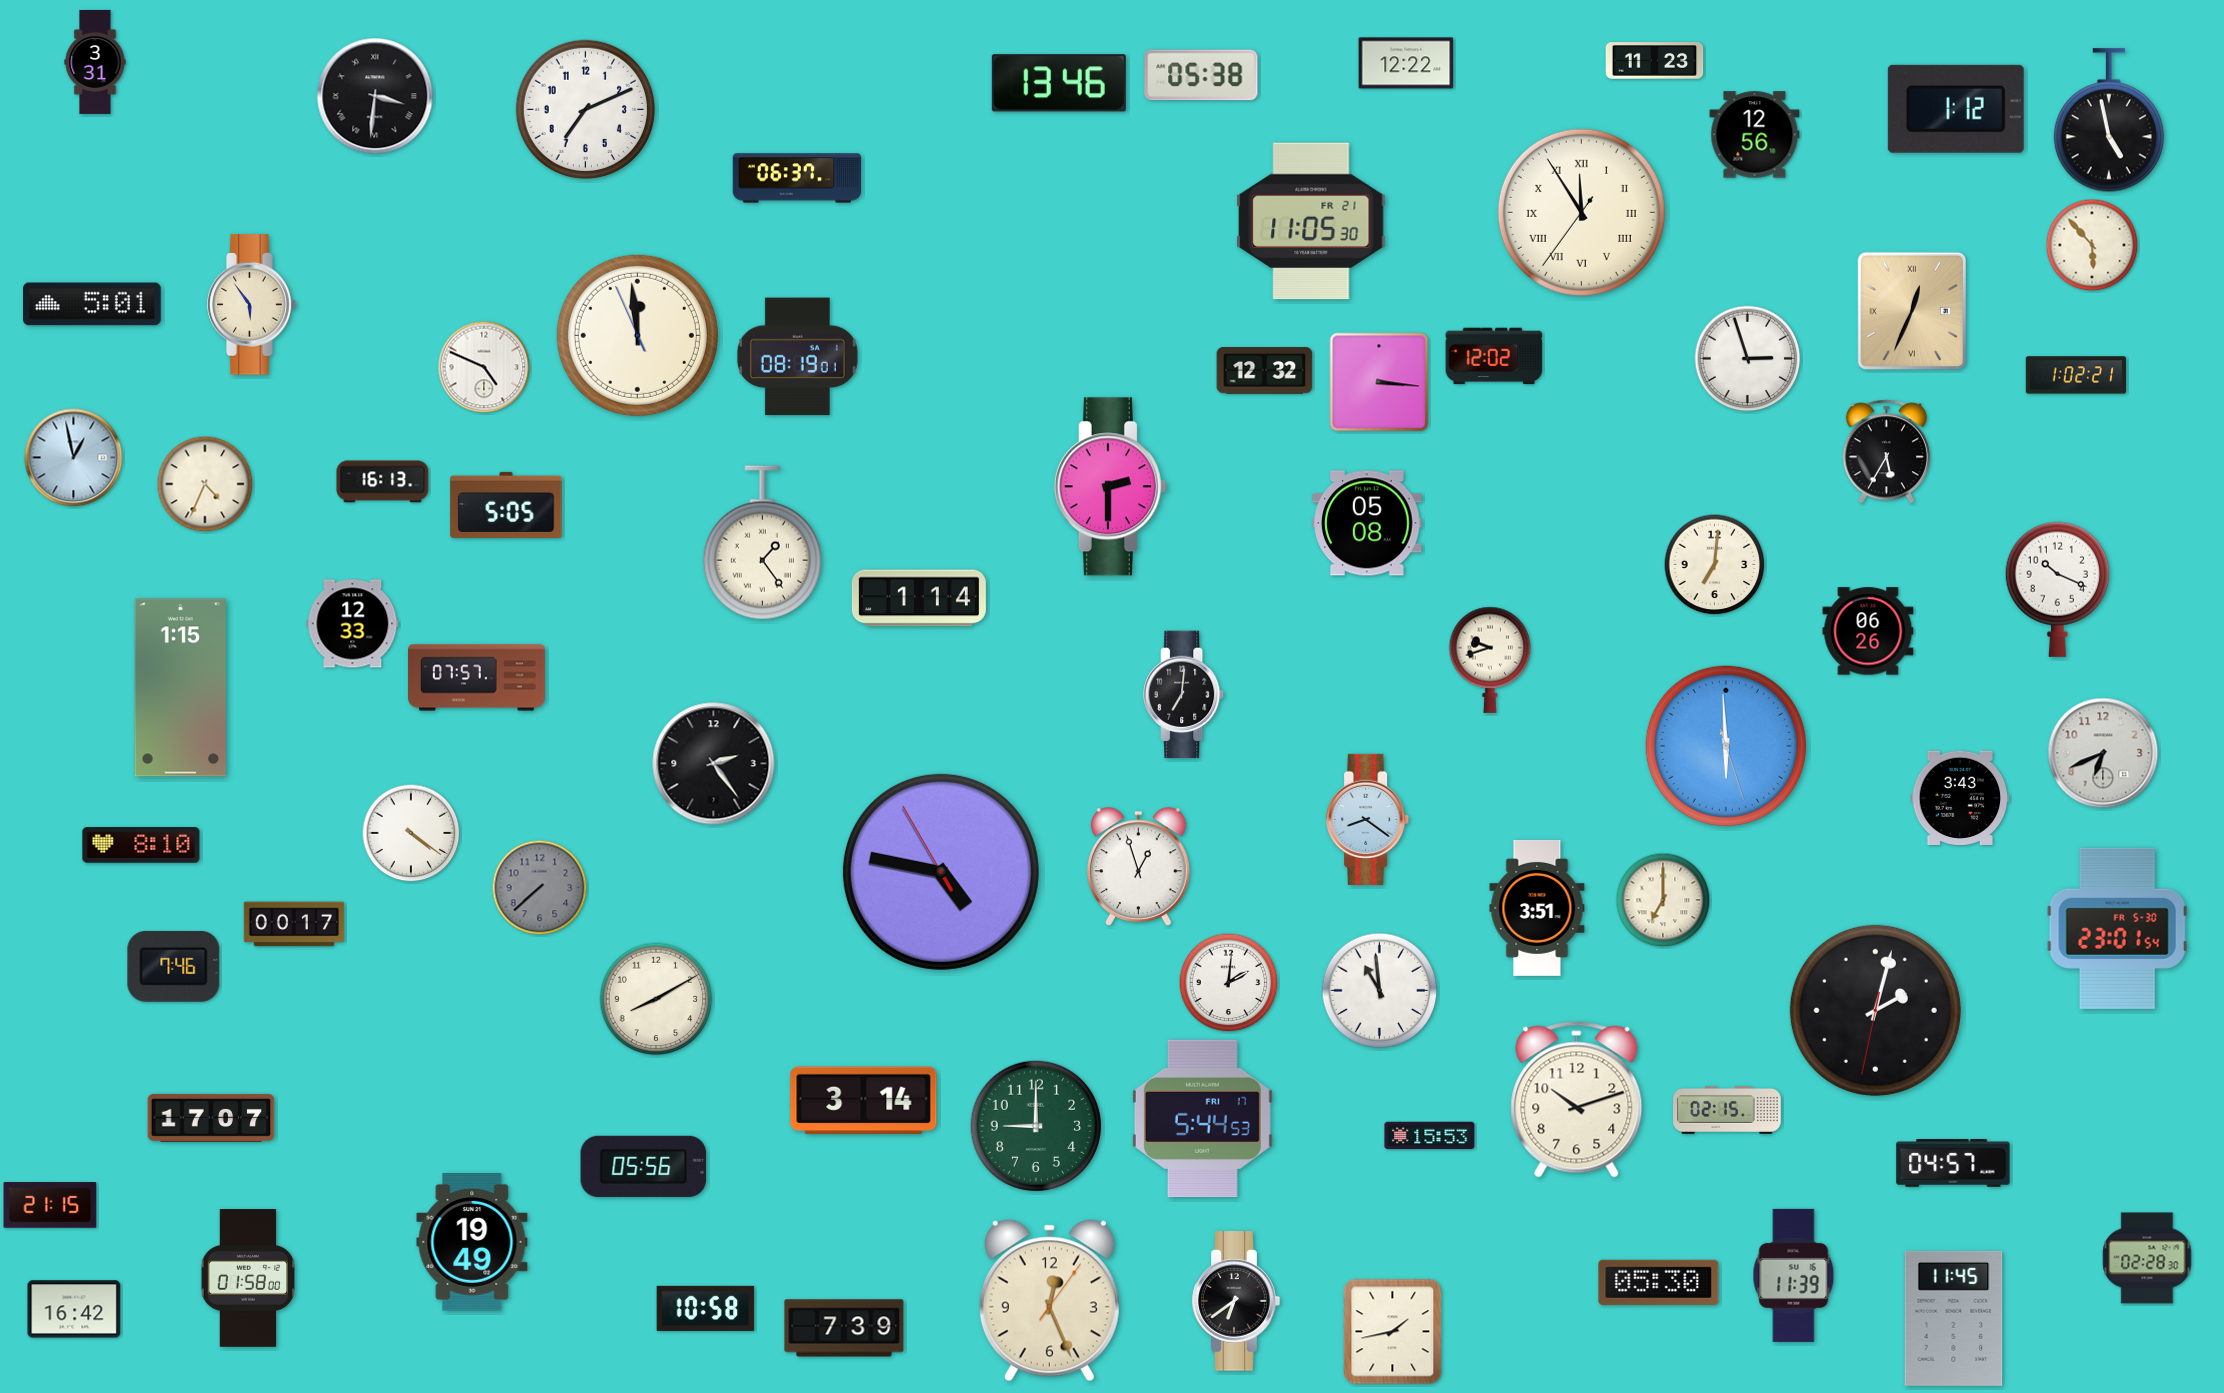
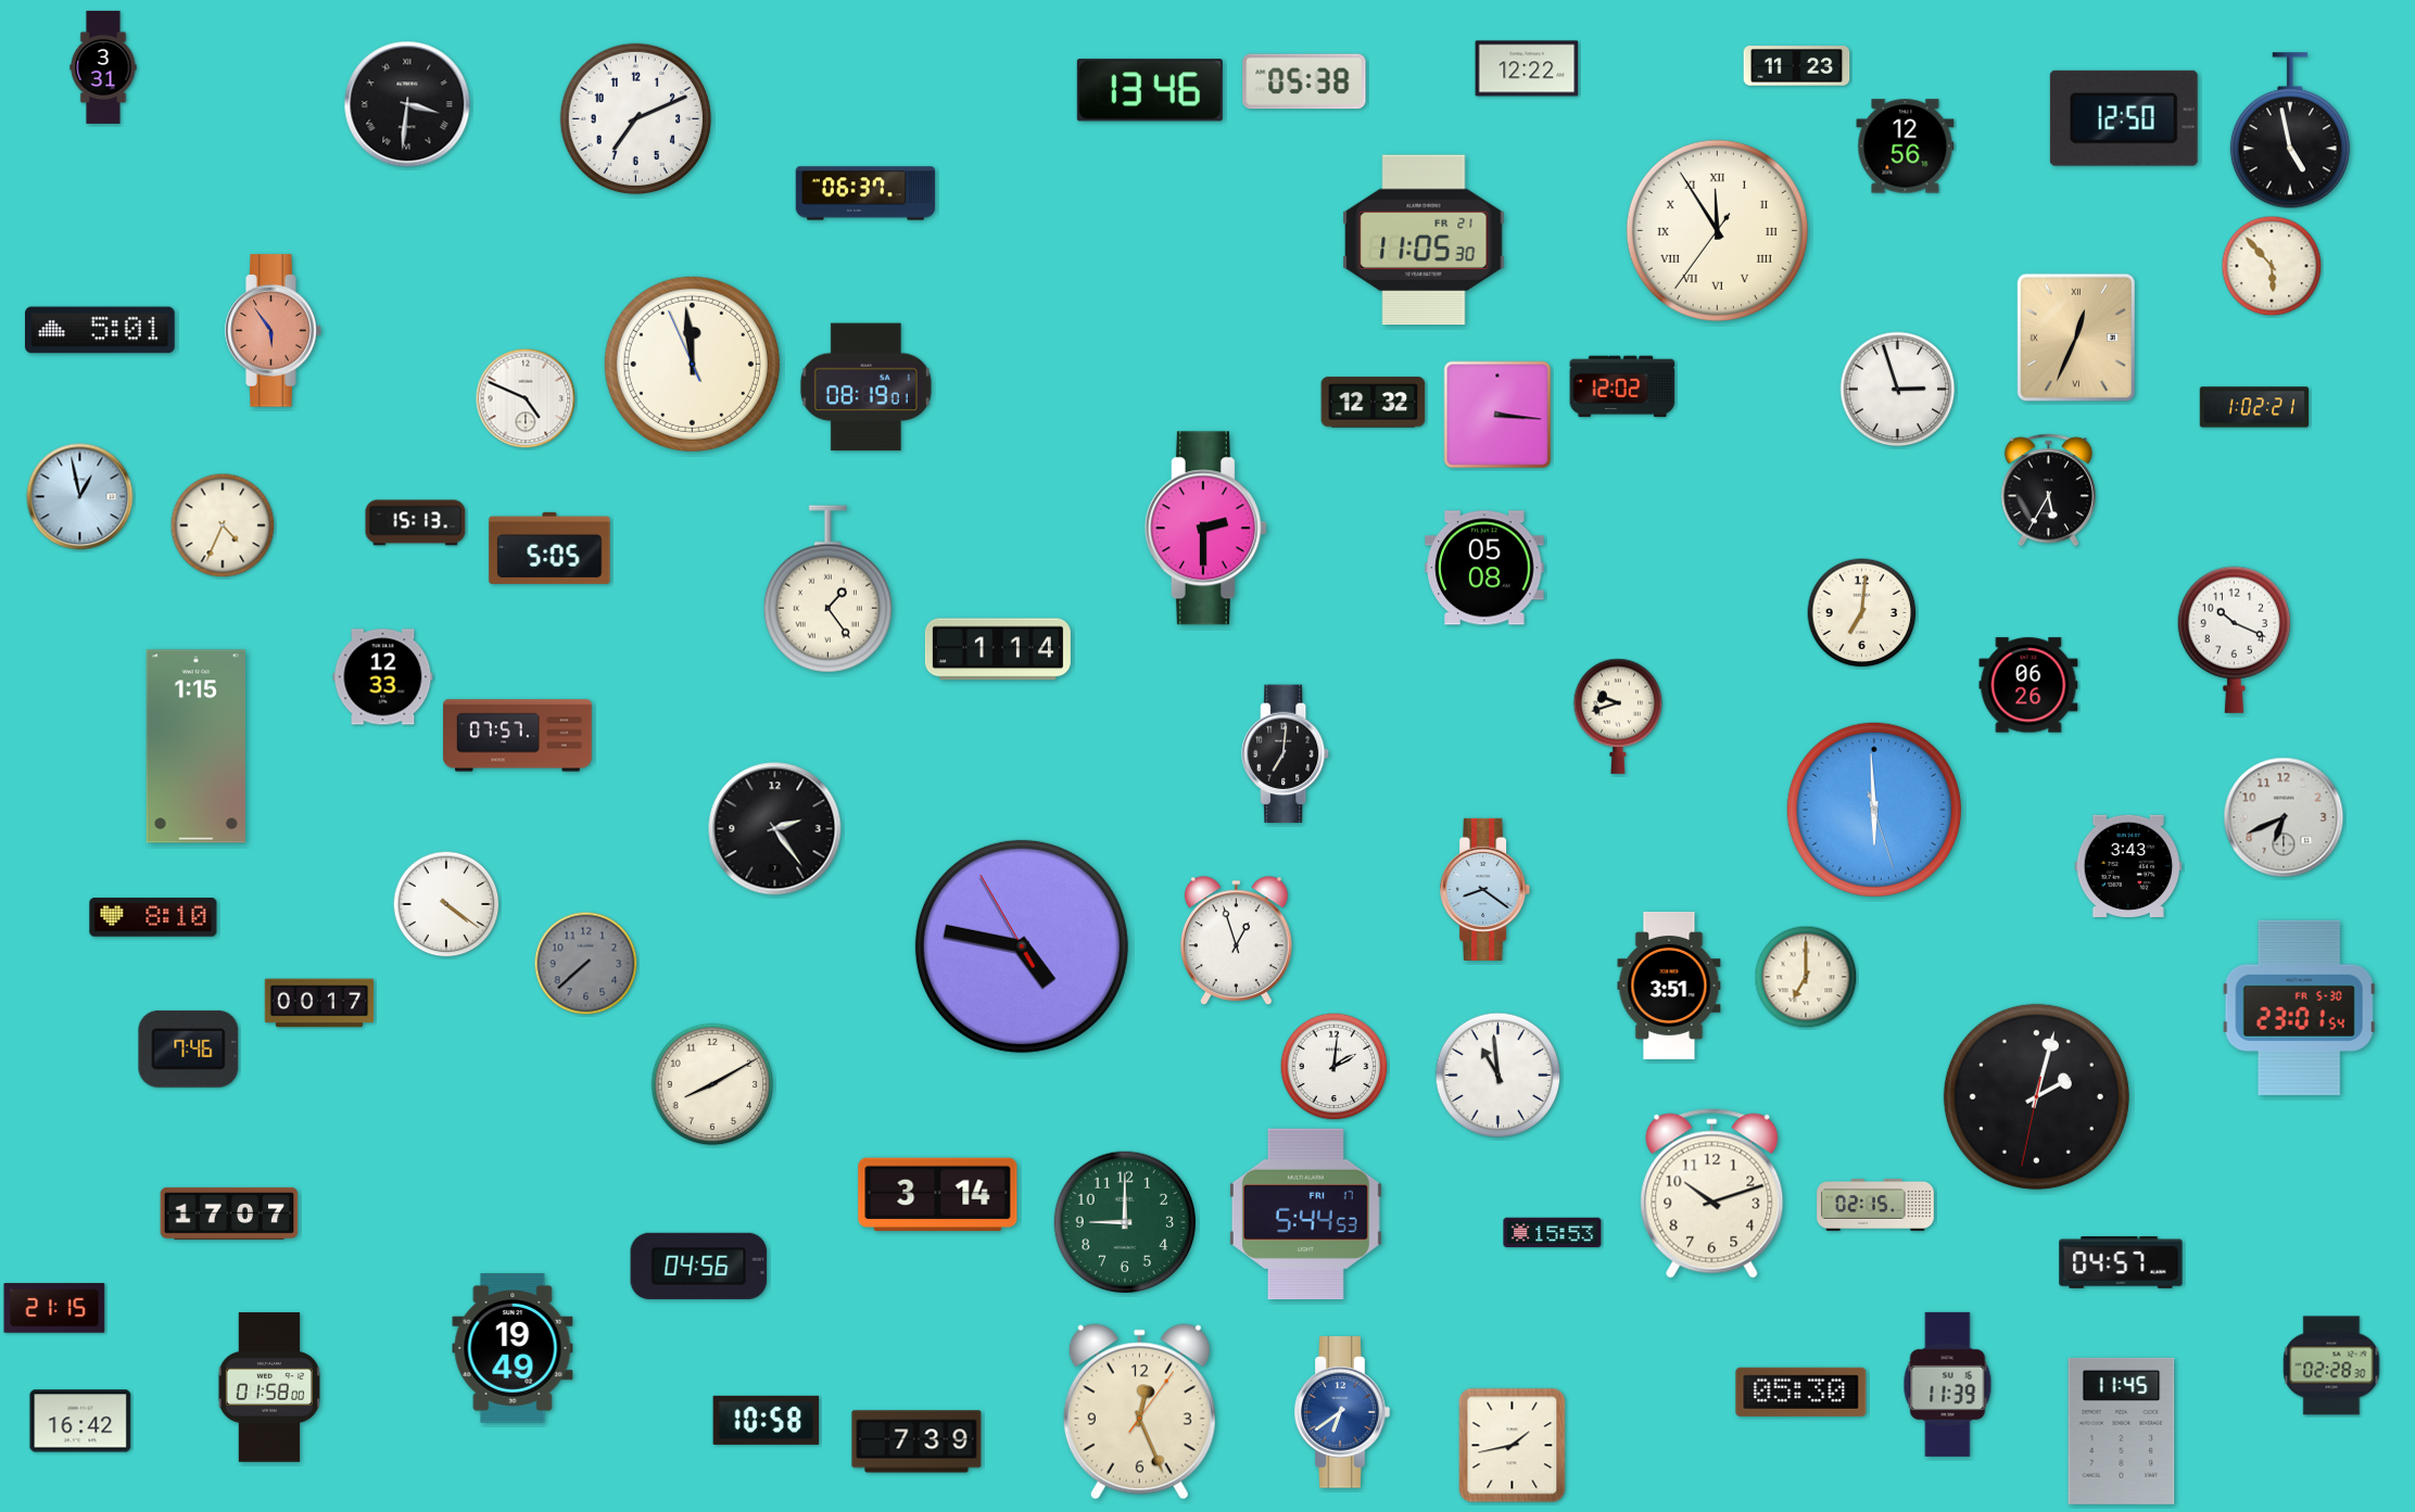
clock at (1956, 109): 1:12 -> 12:50
clock at (252, 305) dial: cream -> salmon
clock at (383, 482): 16:13 -> 15:13
clock at (644, 1166): 05:56 -> 04:56
clock at (1236, 1301) dial: black -> blue
